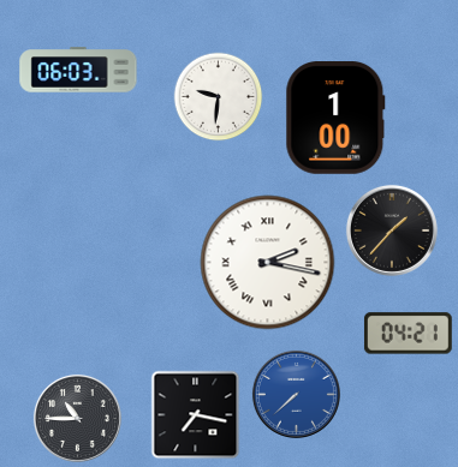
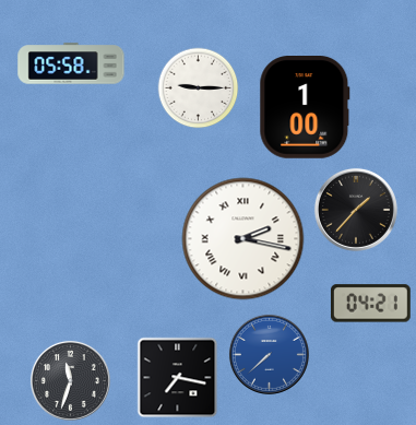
clock at (78, 70): 06:03 -> 05:58
clock at (219, 97): 9:31 -> 9:15
clock at (296, 394) position: (296, 394) -> (269, 354)
clock at (77, 418): 10:45 -> 11:33
